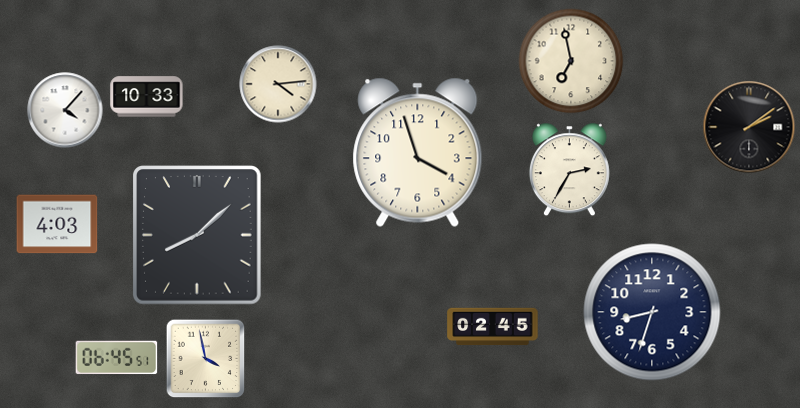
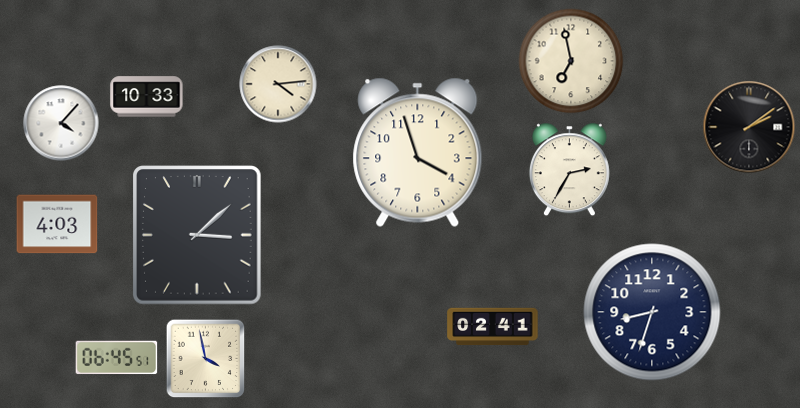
clock at (65, 110) position: (65, 110) -> (61, 123)
clock at (198, 235): 8:08 -> 3:08
clock at (493, 327): 02:45 -> 02:41
